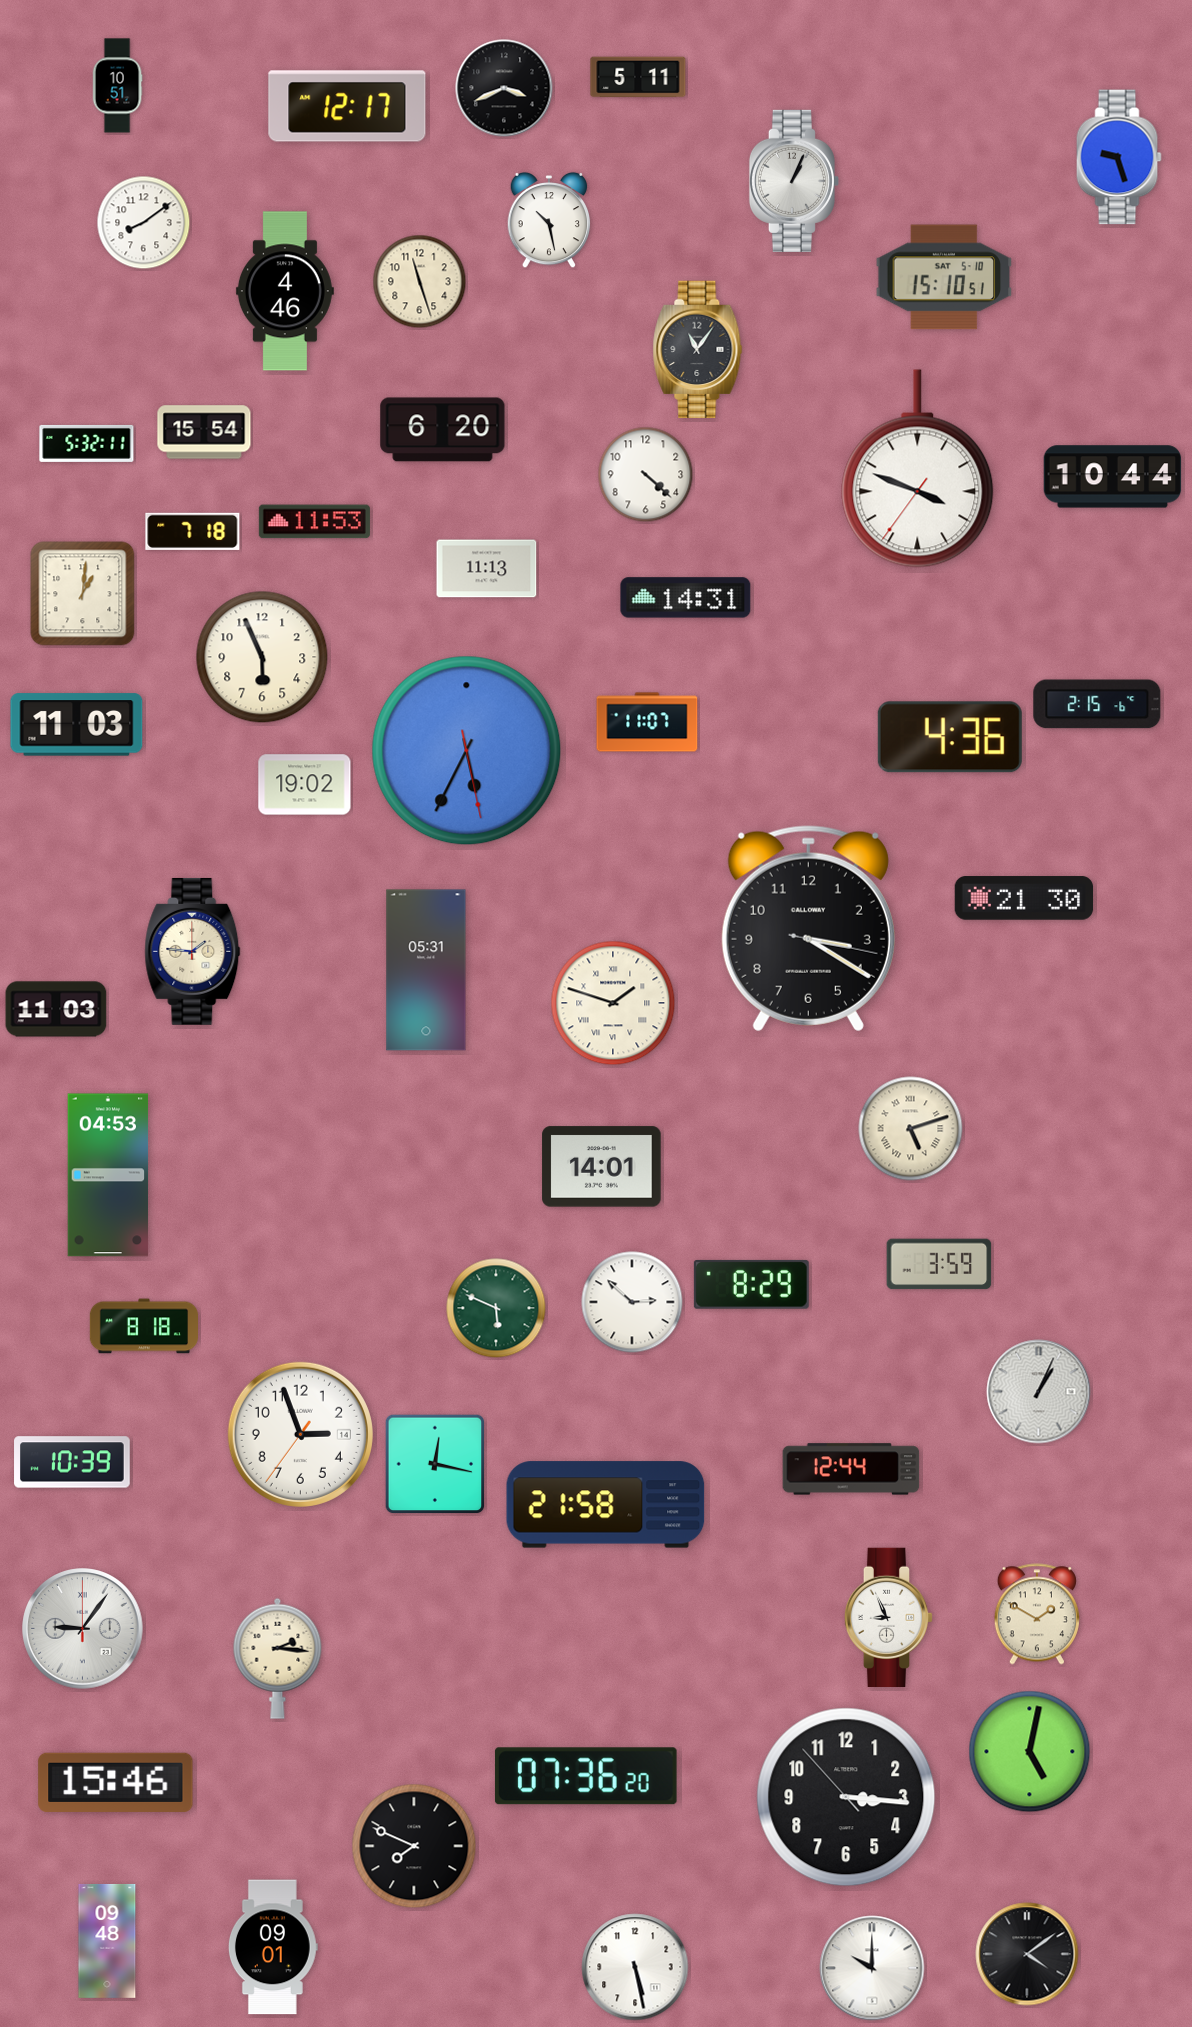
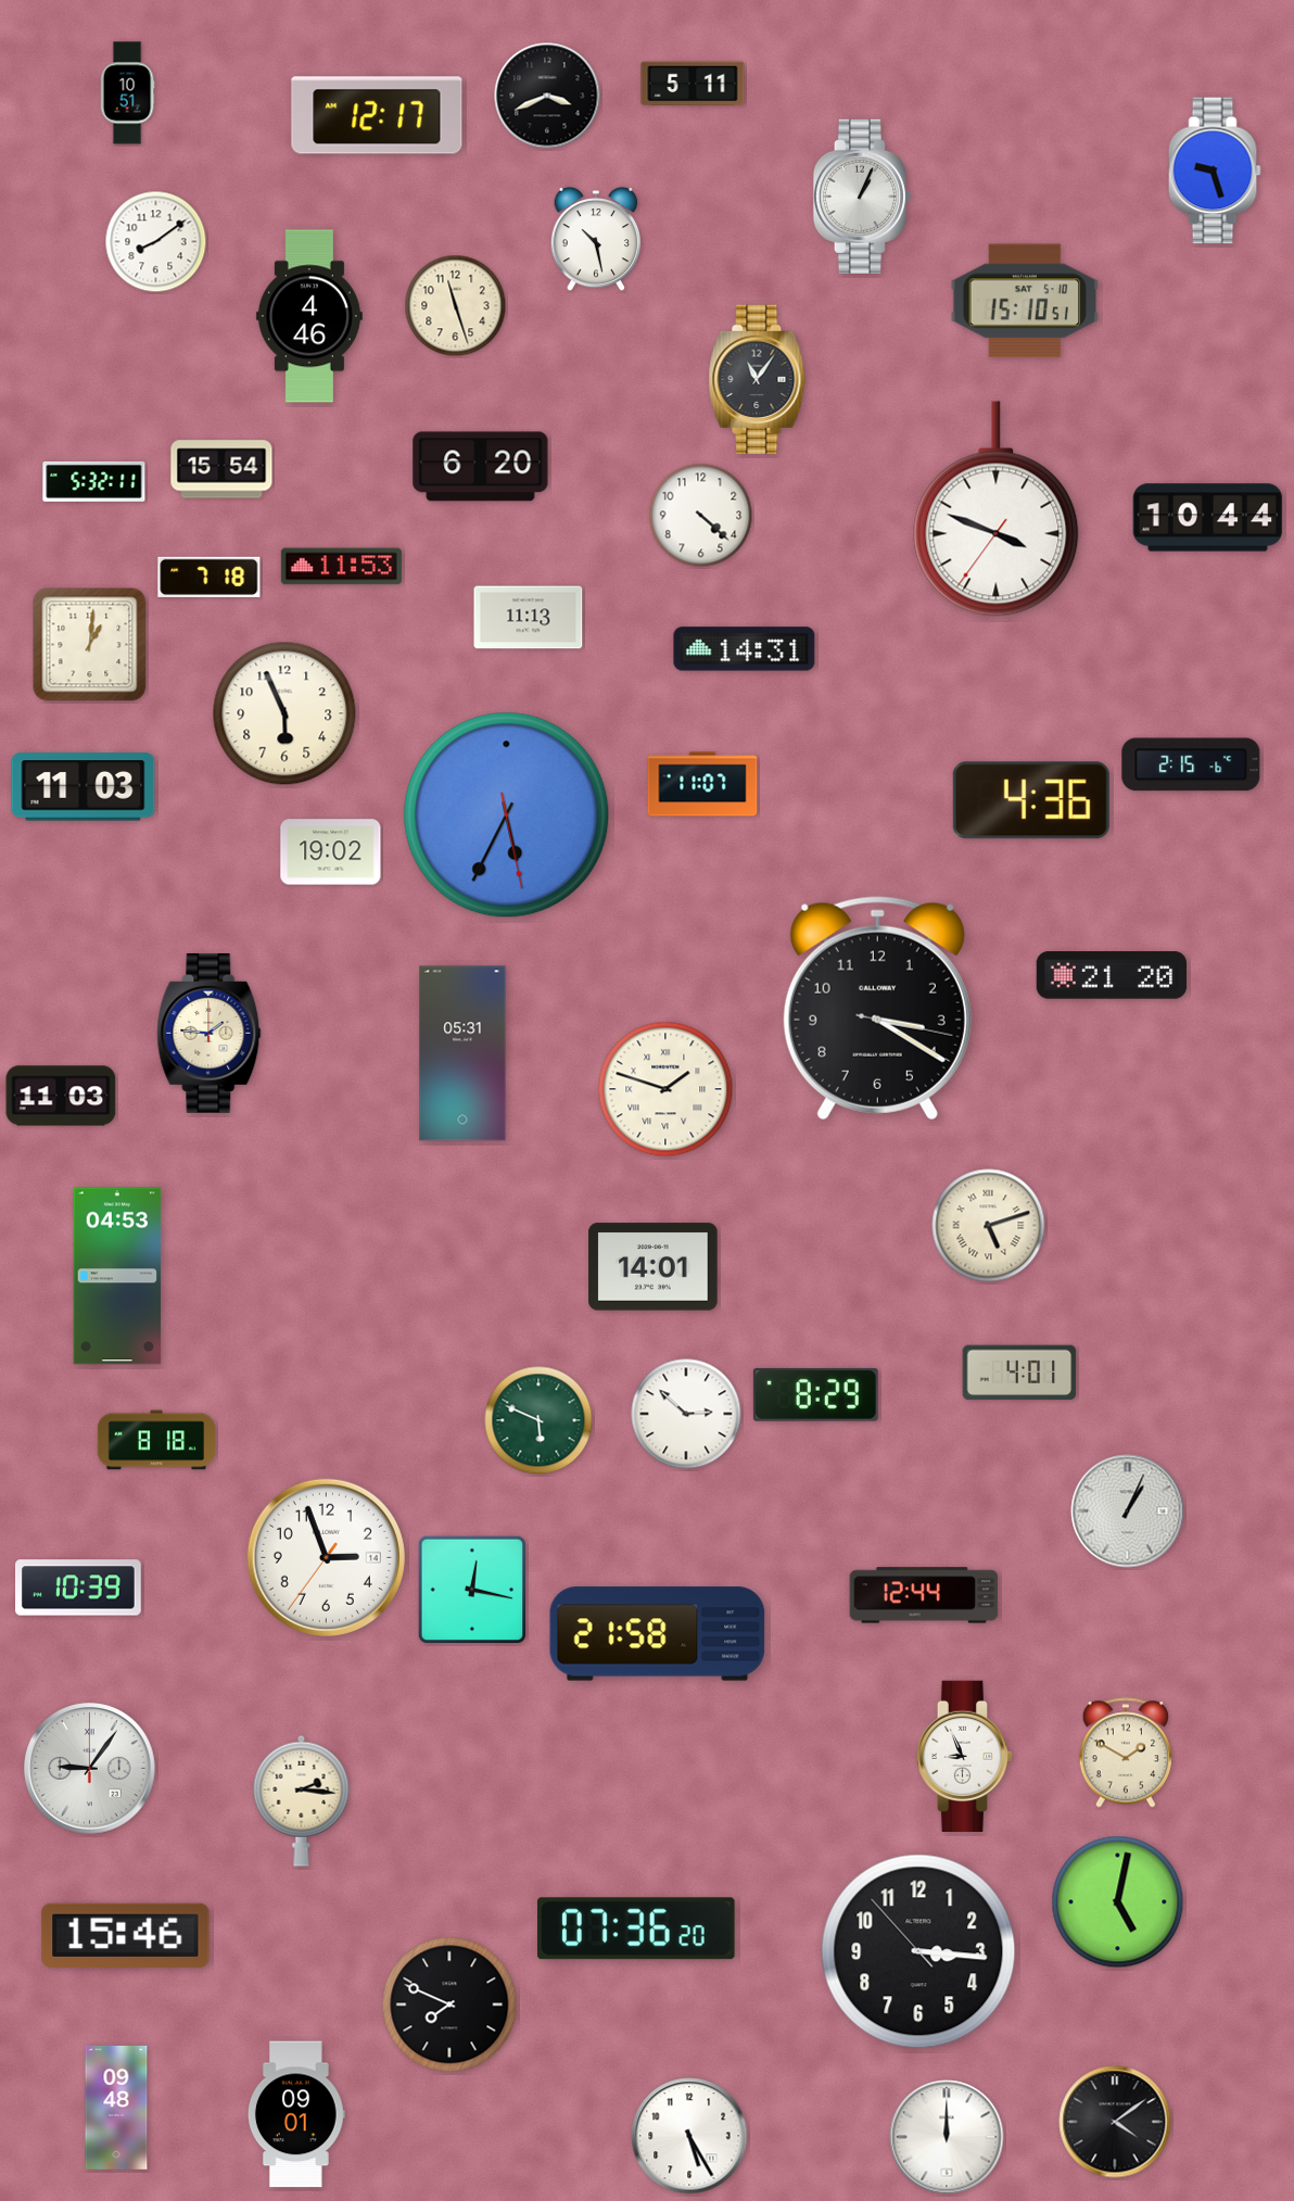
clock at (1024, 898): 21:30 -> 21:20
clock at (939, 1264): 3:59 -> 4:01
clock at (635, 1967): 5:28 -> 5:25
clock at (872, 1968): 10:00 -> 12:00
